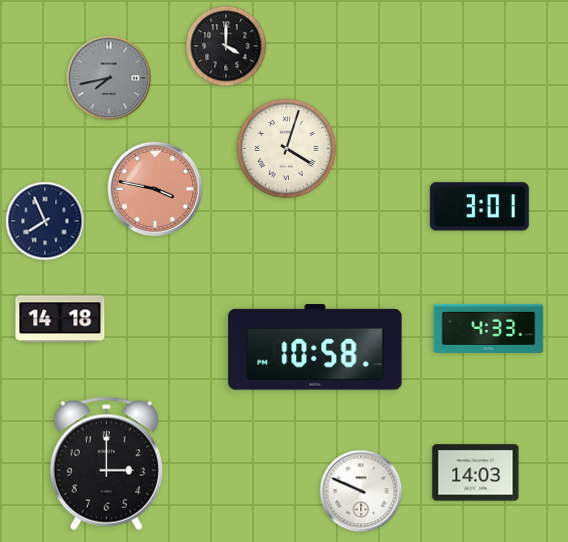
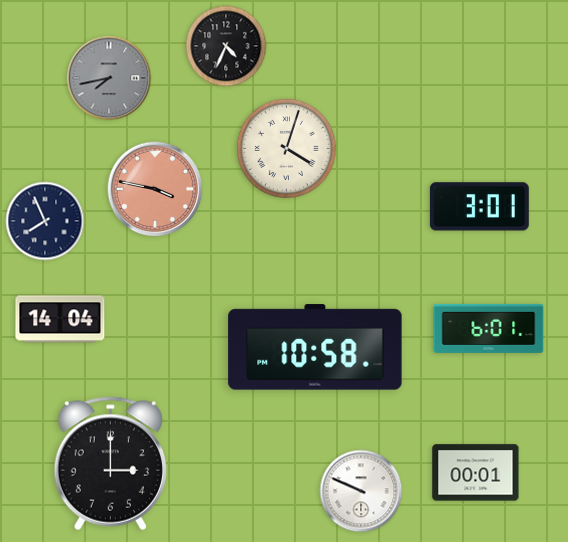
clock at (226, 46): 4:00 -> 4:34
clock at (60, 319): 14:18 -> 14:04
clock at (489, 328): 4:33 -> 6:01
clock at (106, 464) position: (106, 464) -> (110, 464)
clock at (476, 473): 14:03 -> 00:01
